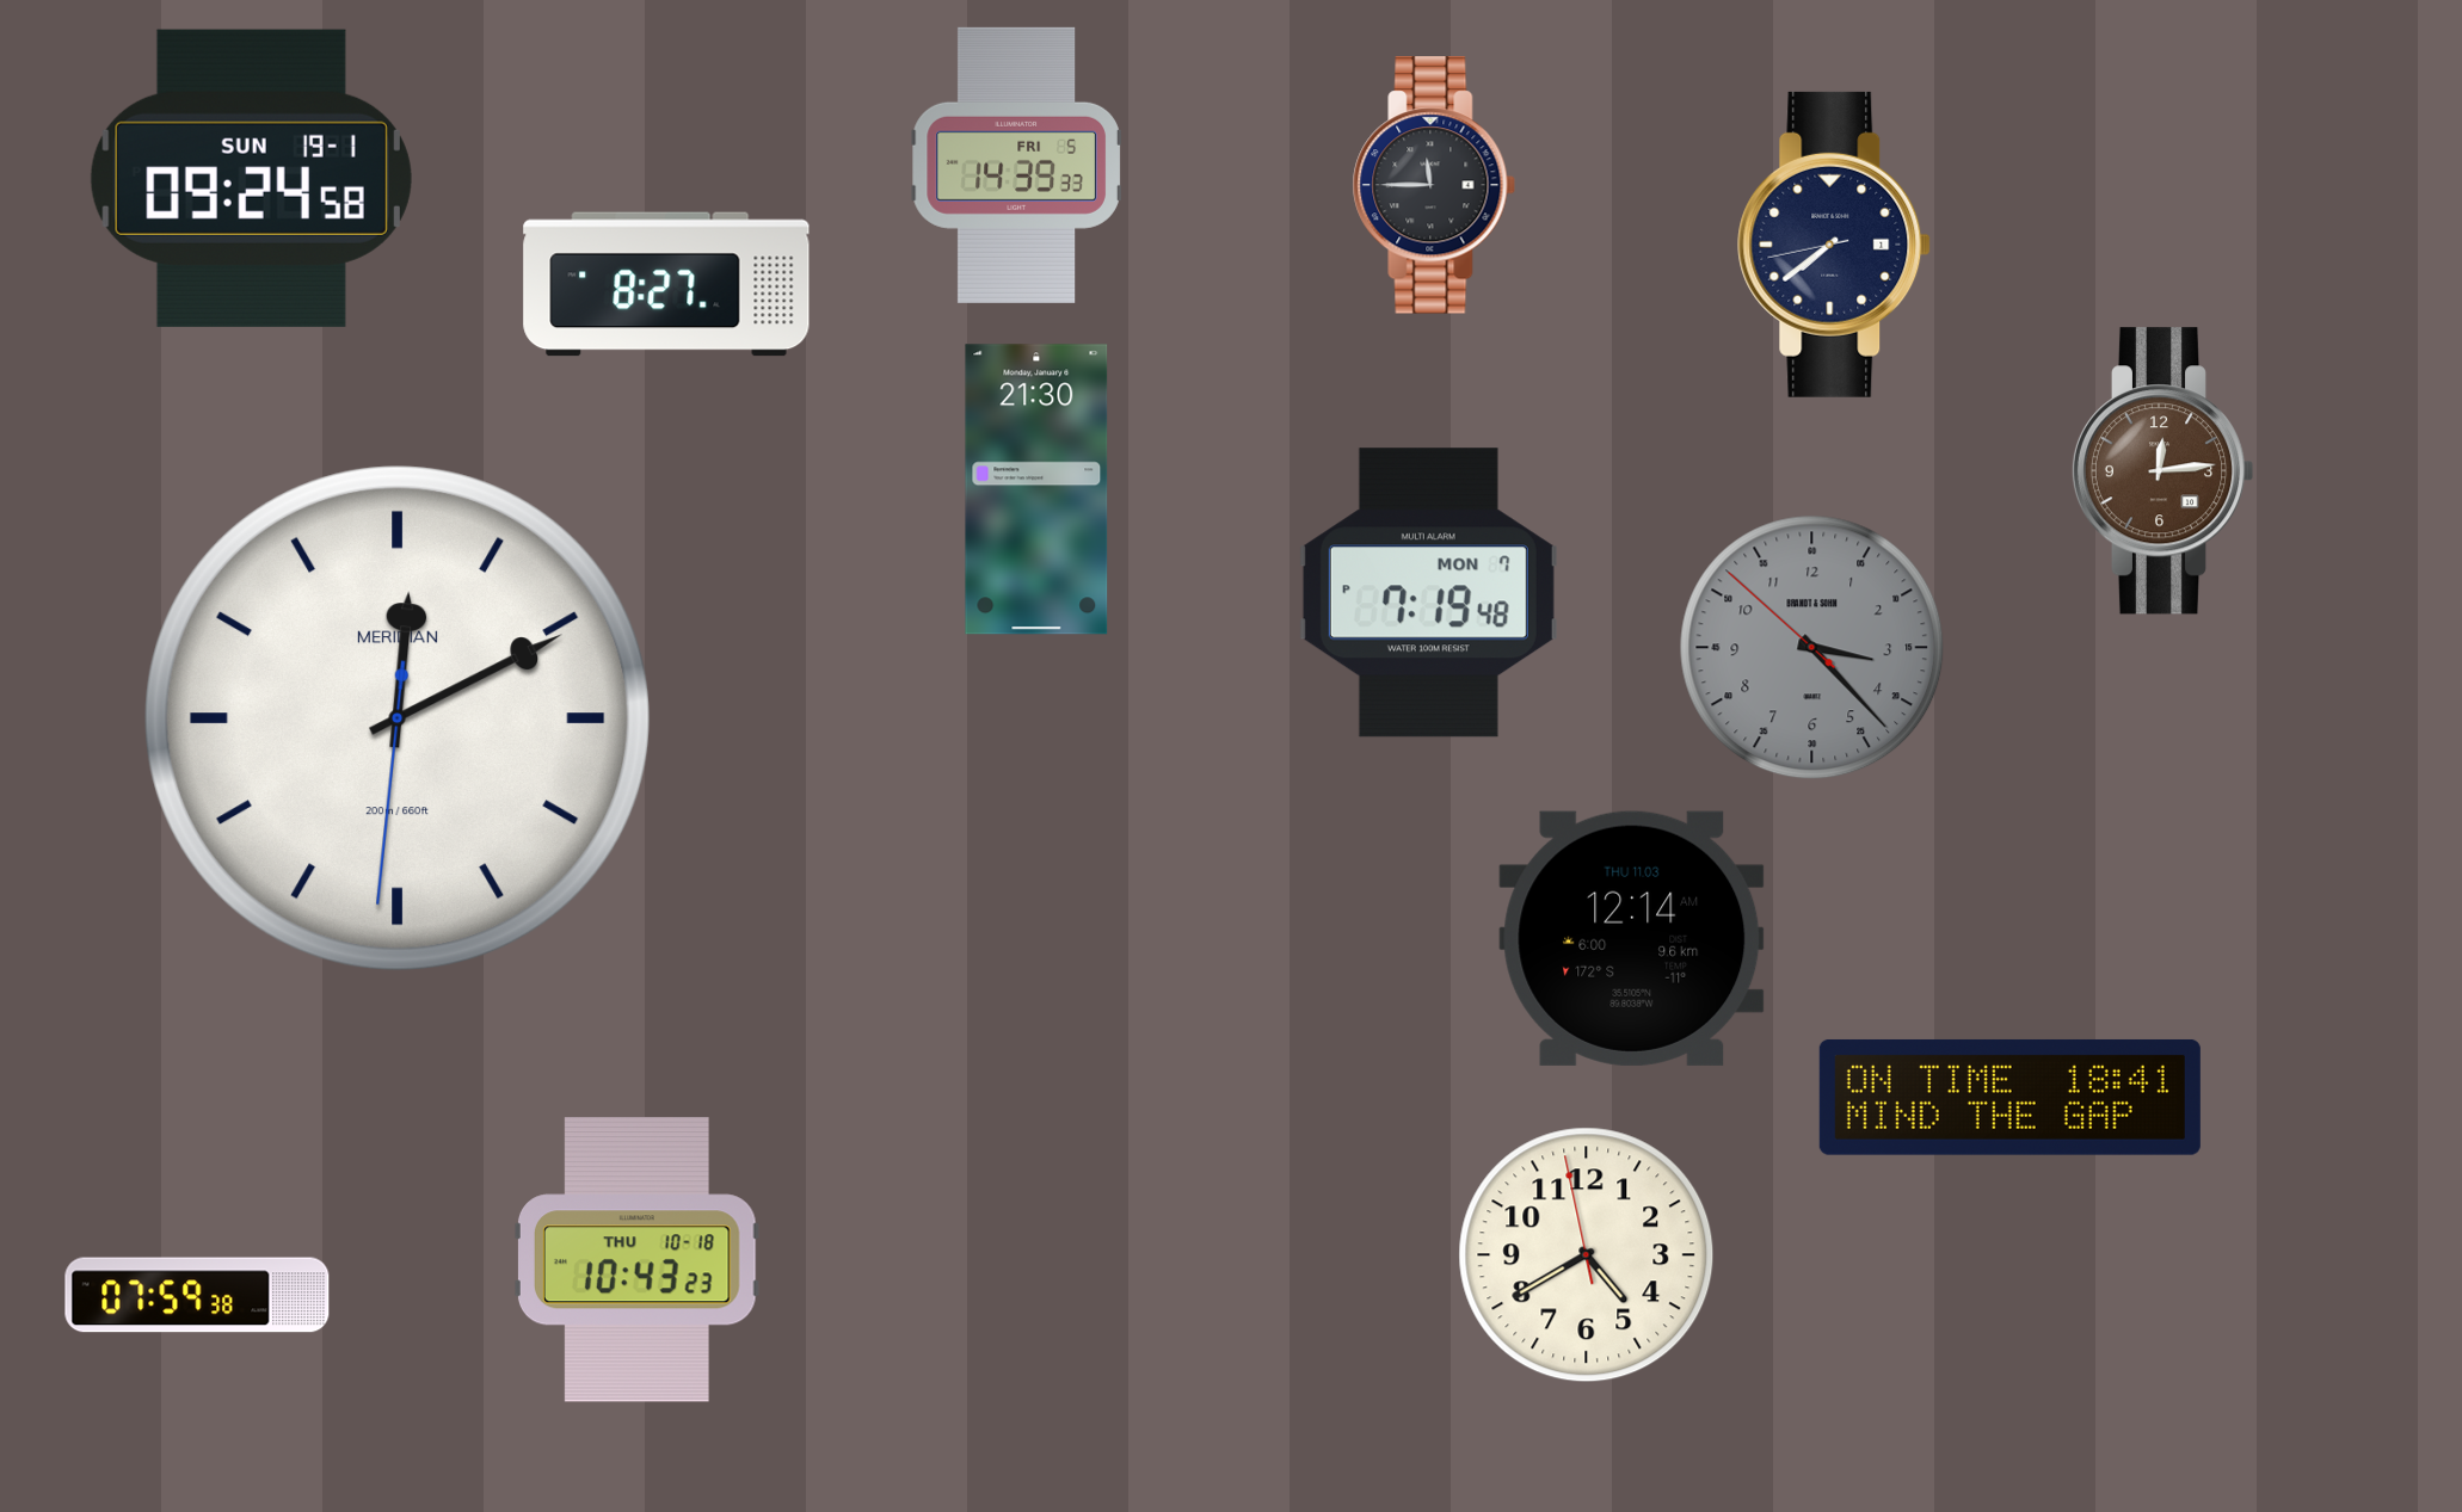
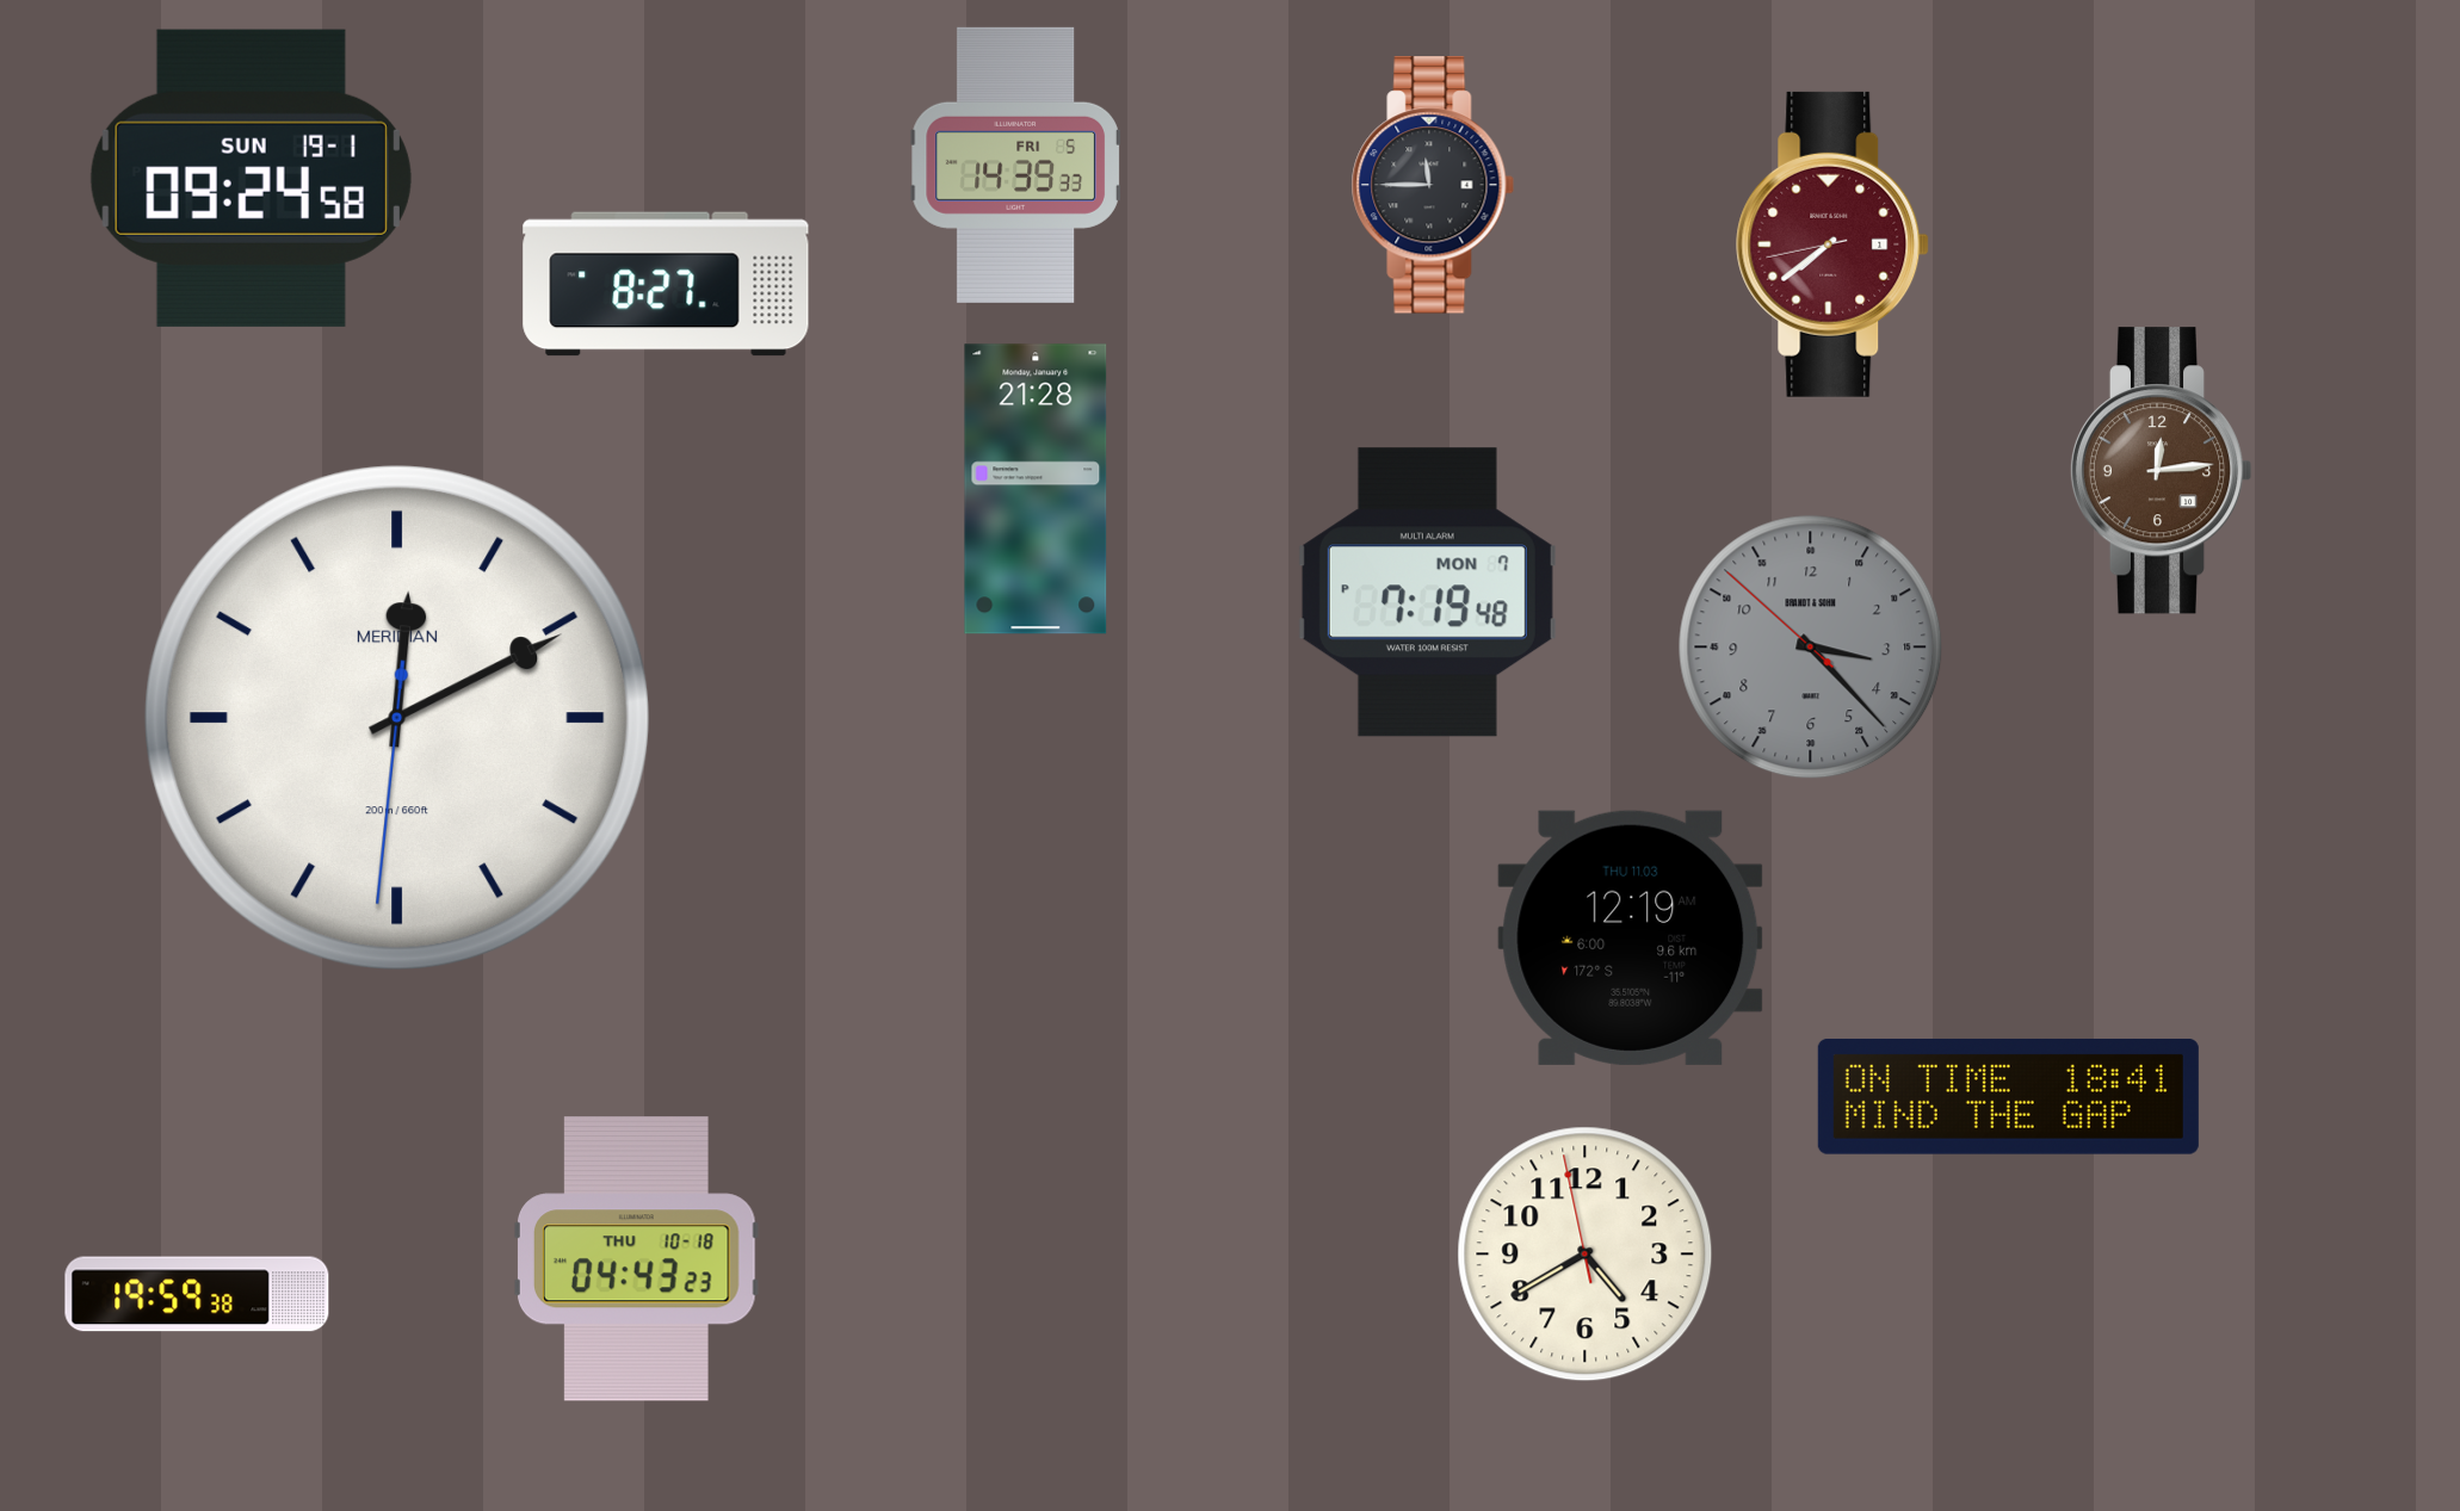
clock at (1834, 245) dial: navy -> burgundy
clock at (1036, 489): 21:30 -> 21:28
clock at (1632, 938): 12:14 -> 12:19
clock at (638, 1260): 10:43 -> 04:43
clock at (197, 1295): 07:59 -> 19:59
